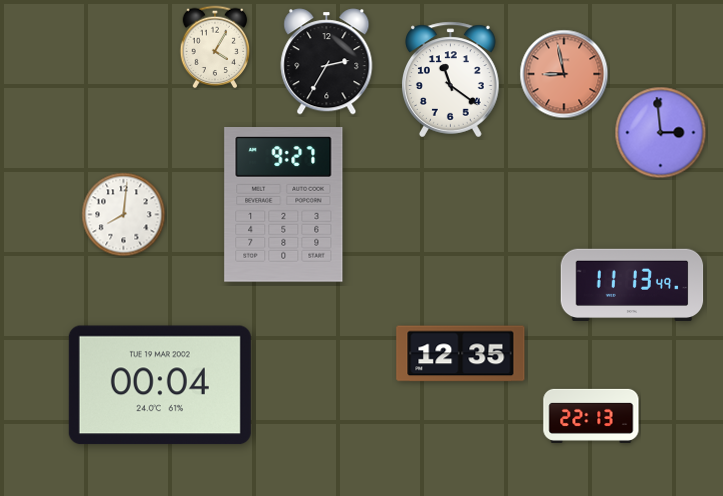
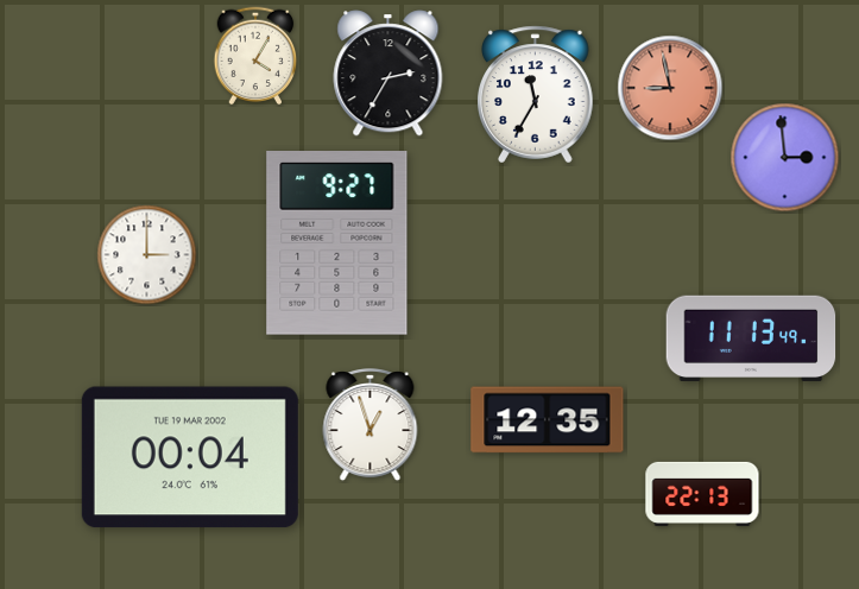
clock at (451, 80): 11:21 -> 11:35
clock at (124, 215): 8:01 -> 3:00
clock at (371, 426): none -> 12:57
